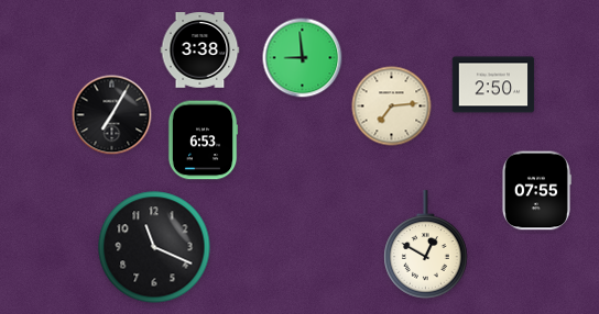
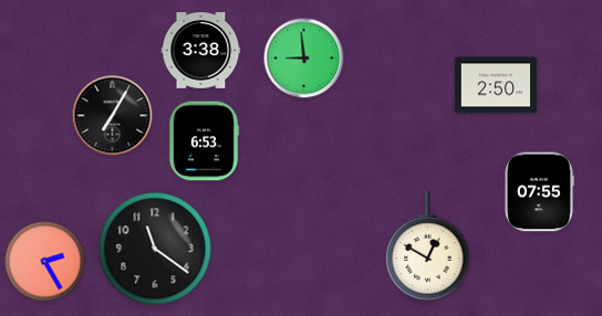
clock at (392, 106): 7:14 -> none
clock at (154, 247): 11:19 -> 11:21
clock at (45, 262): none -> 2:25
